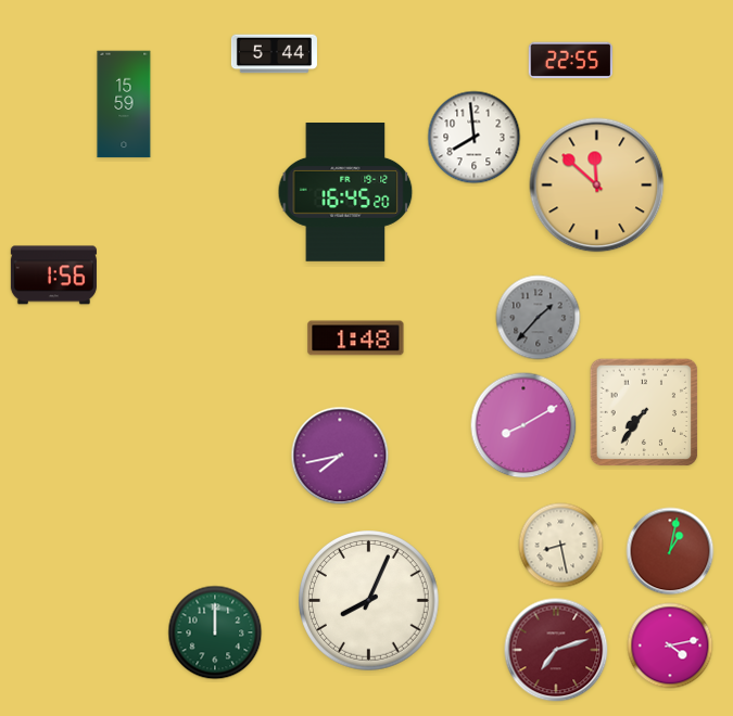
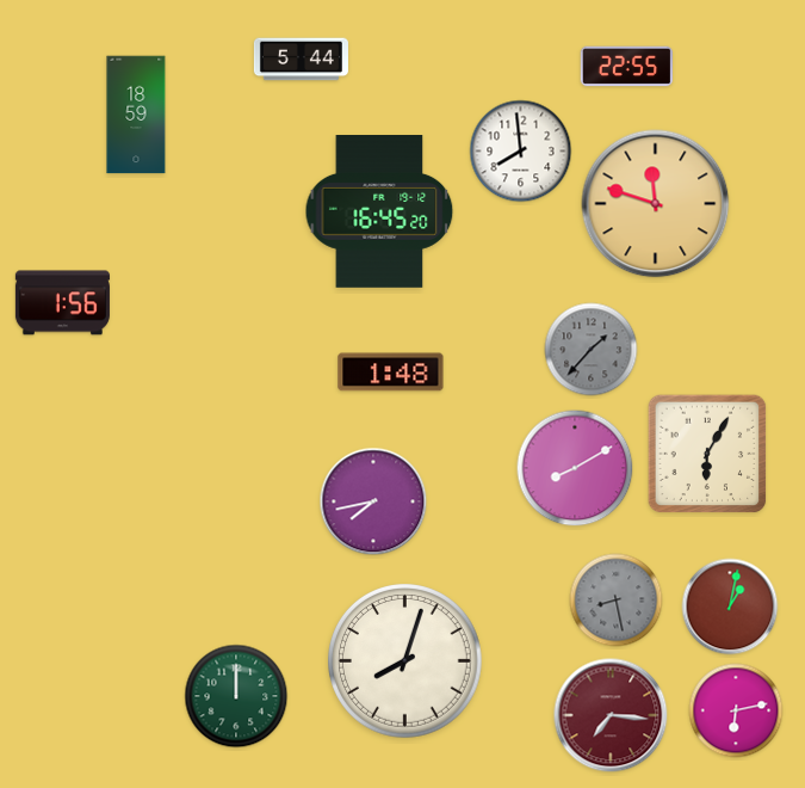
clock at (124, 104): 15:59 -> 18:59
clock at (597, 186): 11:52 -> 11:48
clock at (53, 276) position: (53, 276) -> (62, 303)
clock at (644, 412): 7:36 -> 6:05
clock at (561, 546) dial: cream -> grey
clock at (670, 551) position: (670, 551) -> (730, 607)
clock at (369, 601): 8:04 -> 8:03
clock at (670, 645): 4:13 -> 6:13
clock at (556, 650): 7:12 -> 7:16
